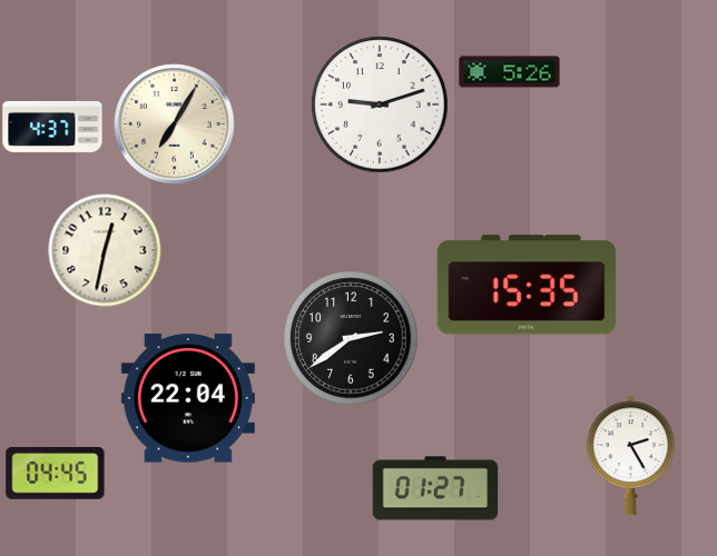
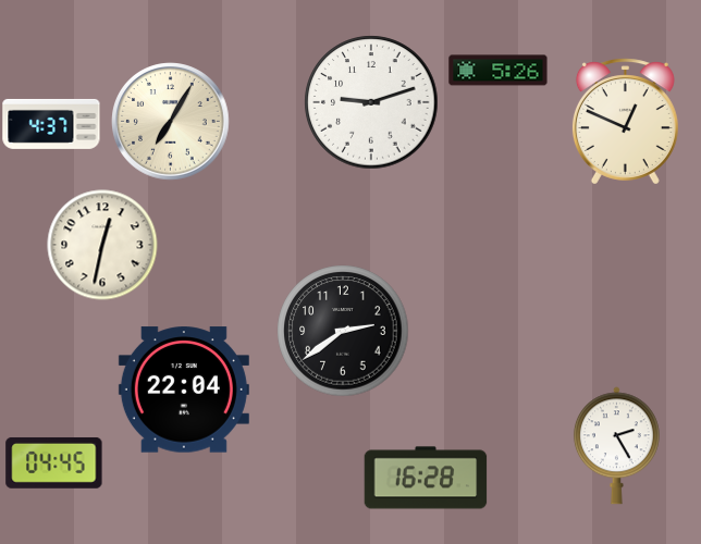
clock at (625, 122): none -> 12:49
clock at (527, 285): 15:35 -> none
clock at (435, 488): 01:27 -> 16:28
